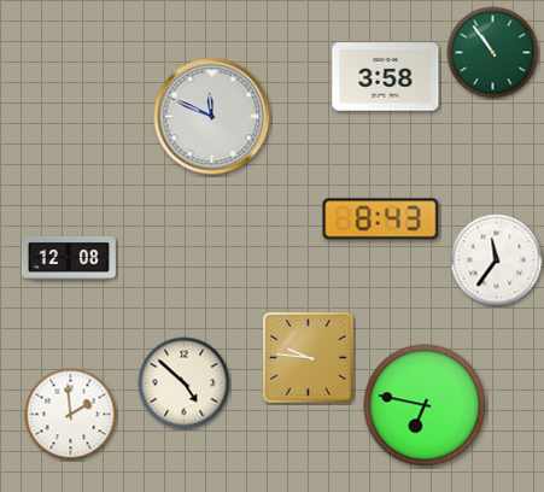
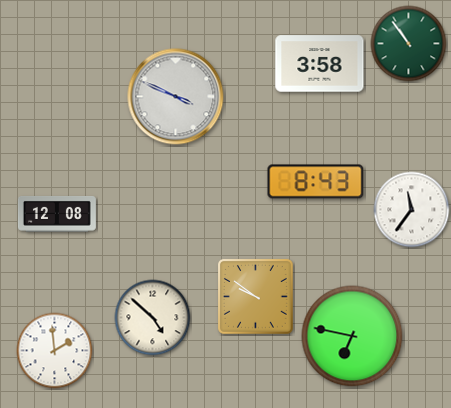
clock at (212, 117): 11:49 -> 3:49
clock at (497, 260) position: (497, 260) -> (412, 210)
clock at (308, 357): 9:46 -> 9:51
clock at (71, 415) position: (71, 415) -> (55, 351)
